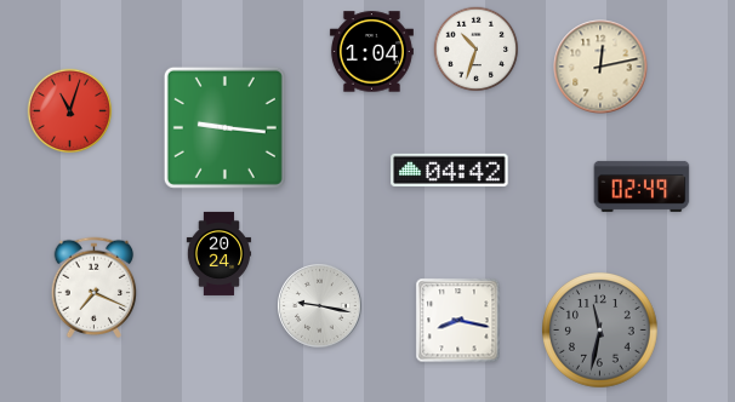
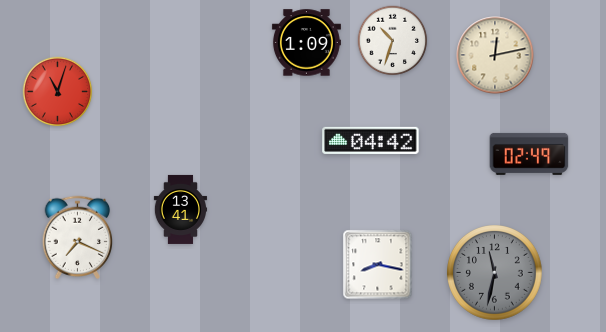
clock at (371, 52): 1:04 -> 1:09
clock at (224, 127): 9:16 -> none
clock at (220, 253): 20:24 -> 13:41
clock at (320, 306): 9:17 -> none
